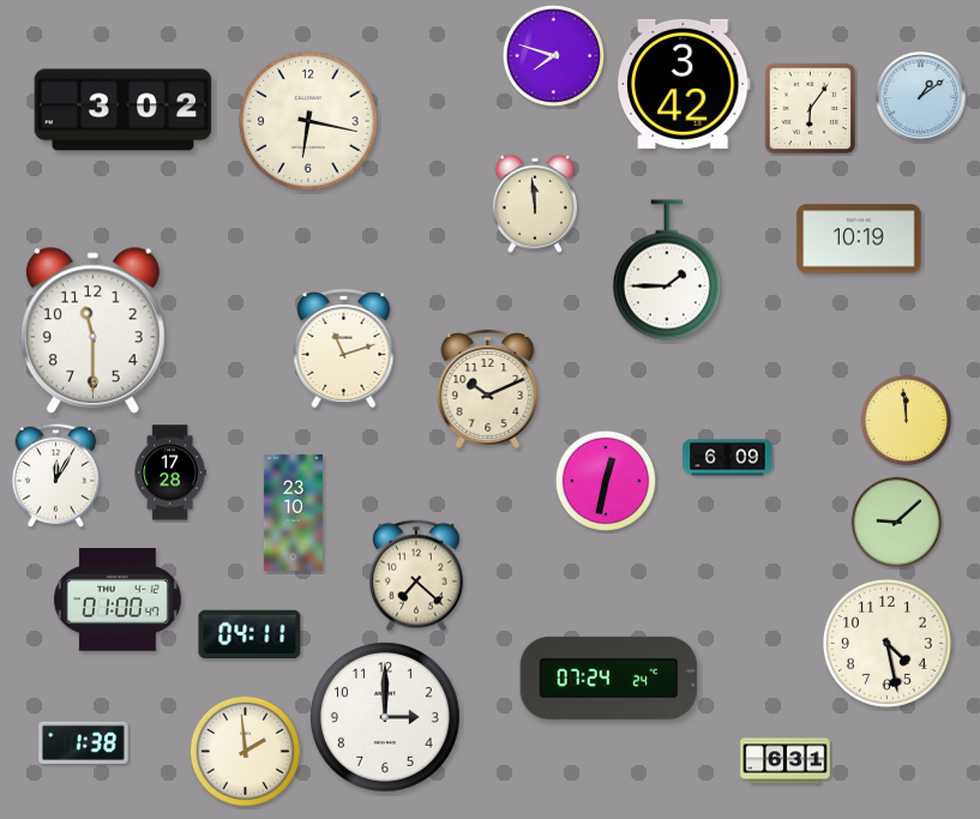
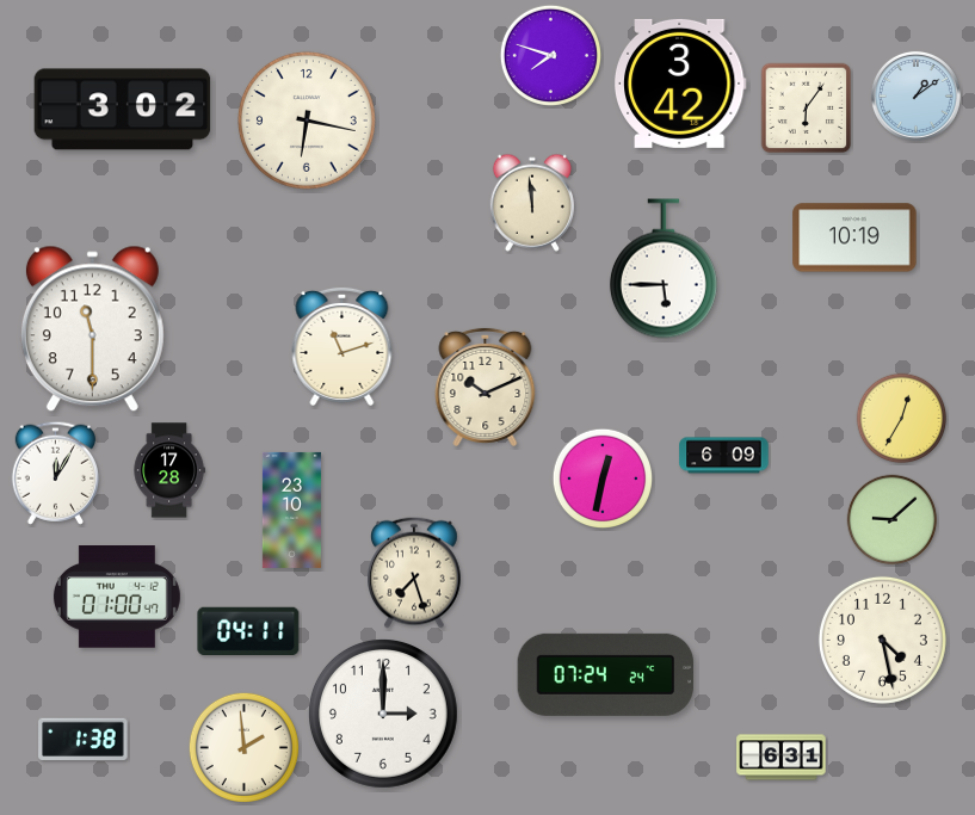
clock at (667, 270): 1:45 -> 5:45
clock at (907, 421): 11:59 -> 12:35
clock at (417, 576): 7:22 -> 7:27
